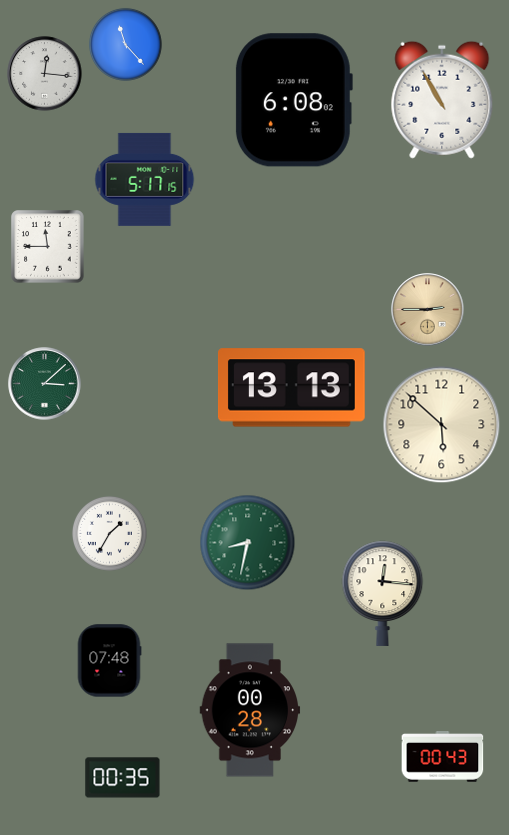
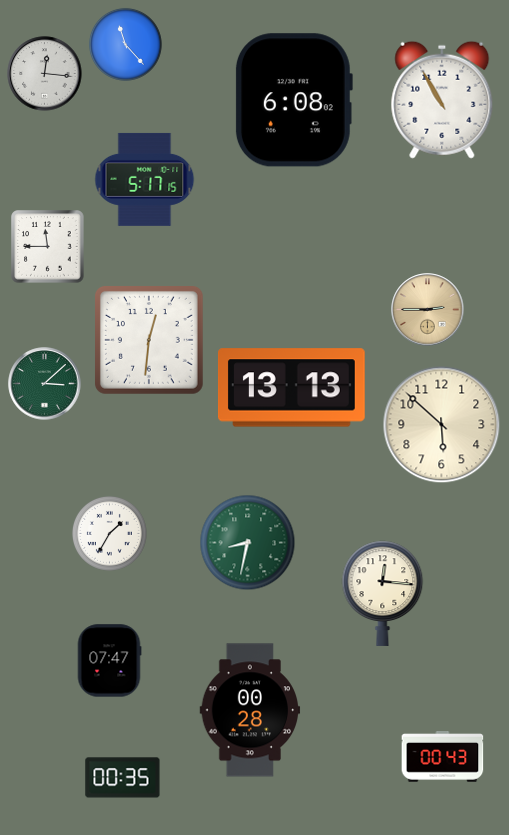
clock at (149, 340): none -> 12:31
clock at (109, 661): 07:48 -> 07:47
